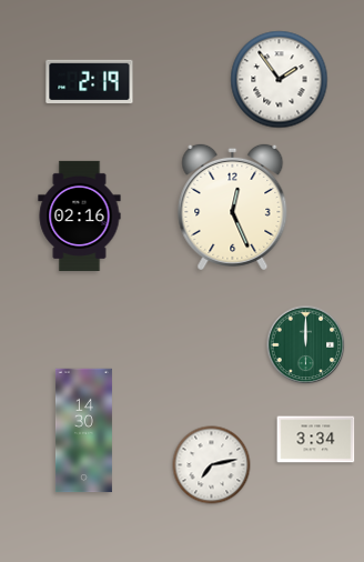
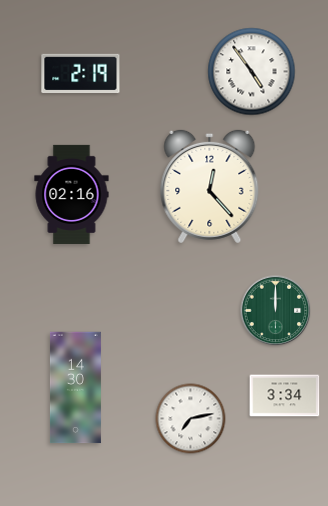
clock at (280, 80): 1:54 -> 4:54
clock at (233, 207): 12:26 -> 12:23
